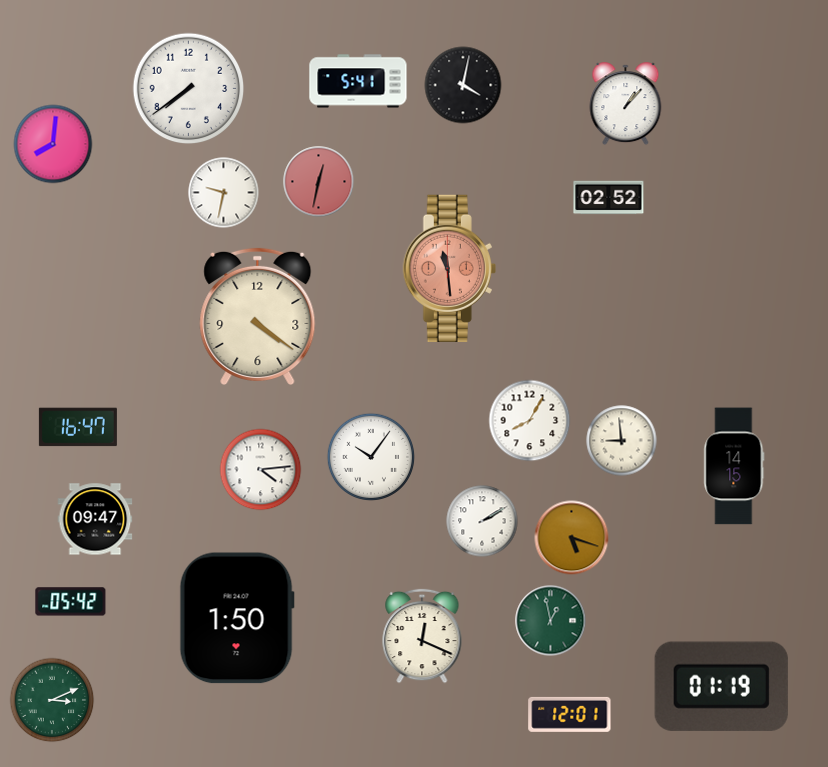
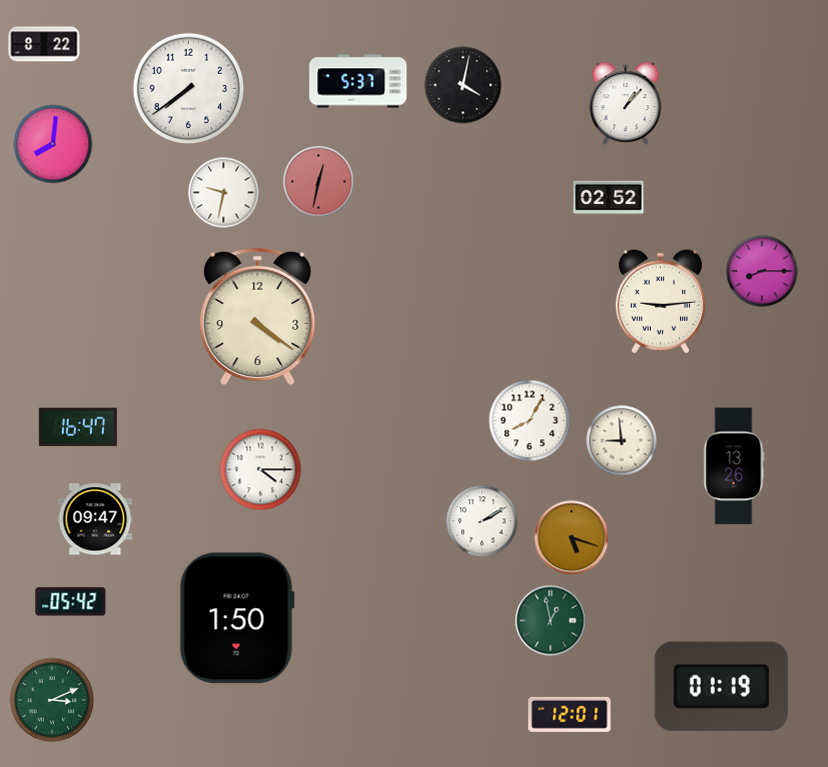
clock at (44, 44): none -> 8:22
clock at (358, 81): 5:41 -> 5:37
clock at (449, 268): 11:29 -> none
clock at (762, 271): none -> 8:15
clock at (661, 302): none -> 9:14
clock at (370, 456): 10:06 -> none
clock at (734, 466): 14:15 -> 13:26
clock at (261, 470): 4:14 -> 4:15
clock at (422, 636): 12:19 -> none
